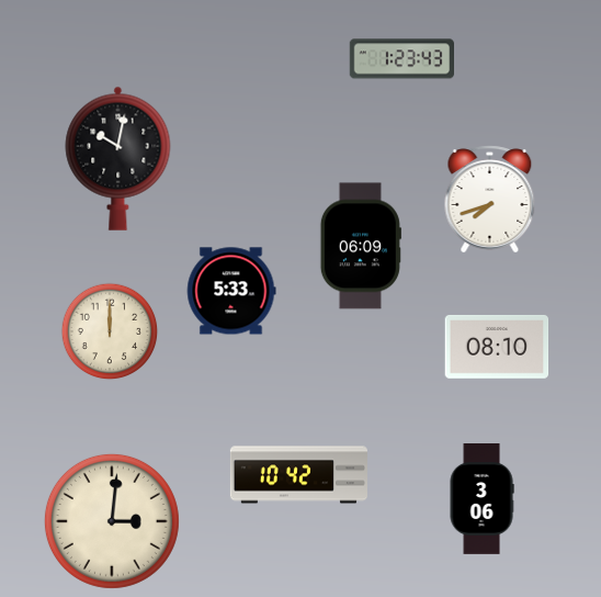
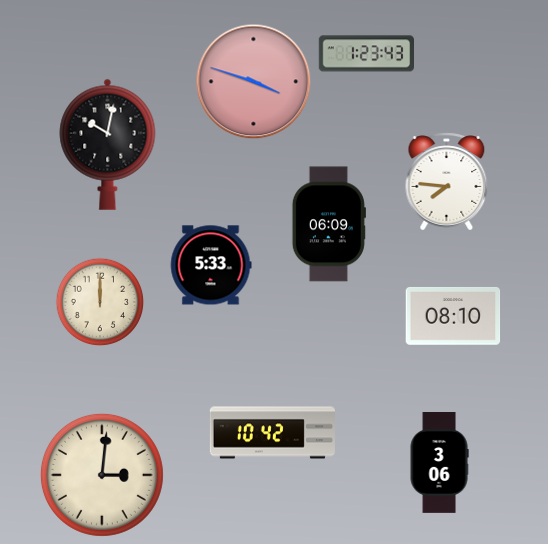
clock at (254, 82): none -> 3:48
clock at (490, 200): 7:42 -> 7:46
clock at (481, 499) position: (481, 499) -> (439, 463)
